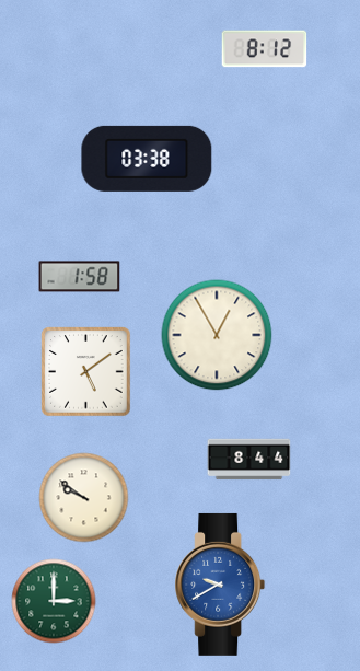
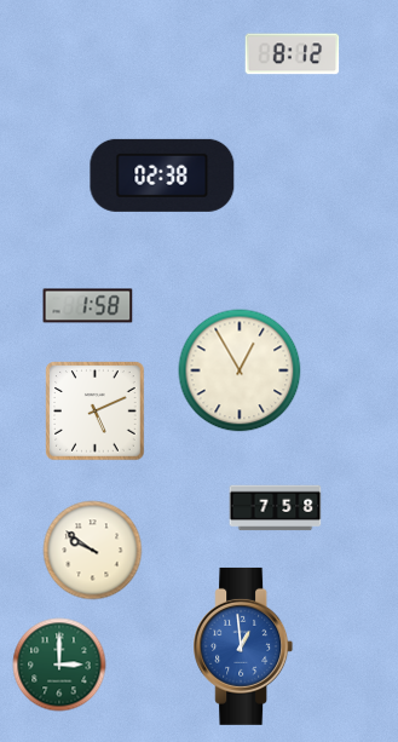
clock at (147, 159): 03:38 -> 02:38
clock at (86, 372): 5:09 -> 5:11
clock at (249, 460): 8:44 -> 7:58
clock at (220, 585): 9:40 -> 12:59
